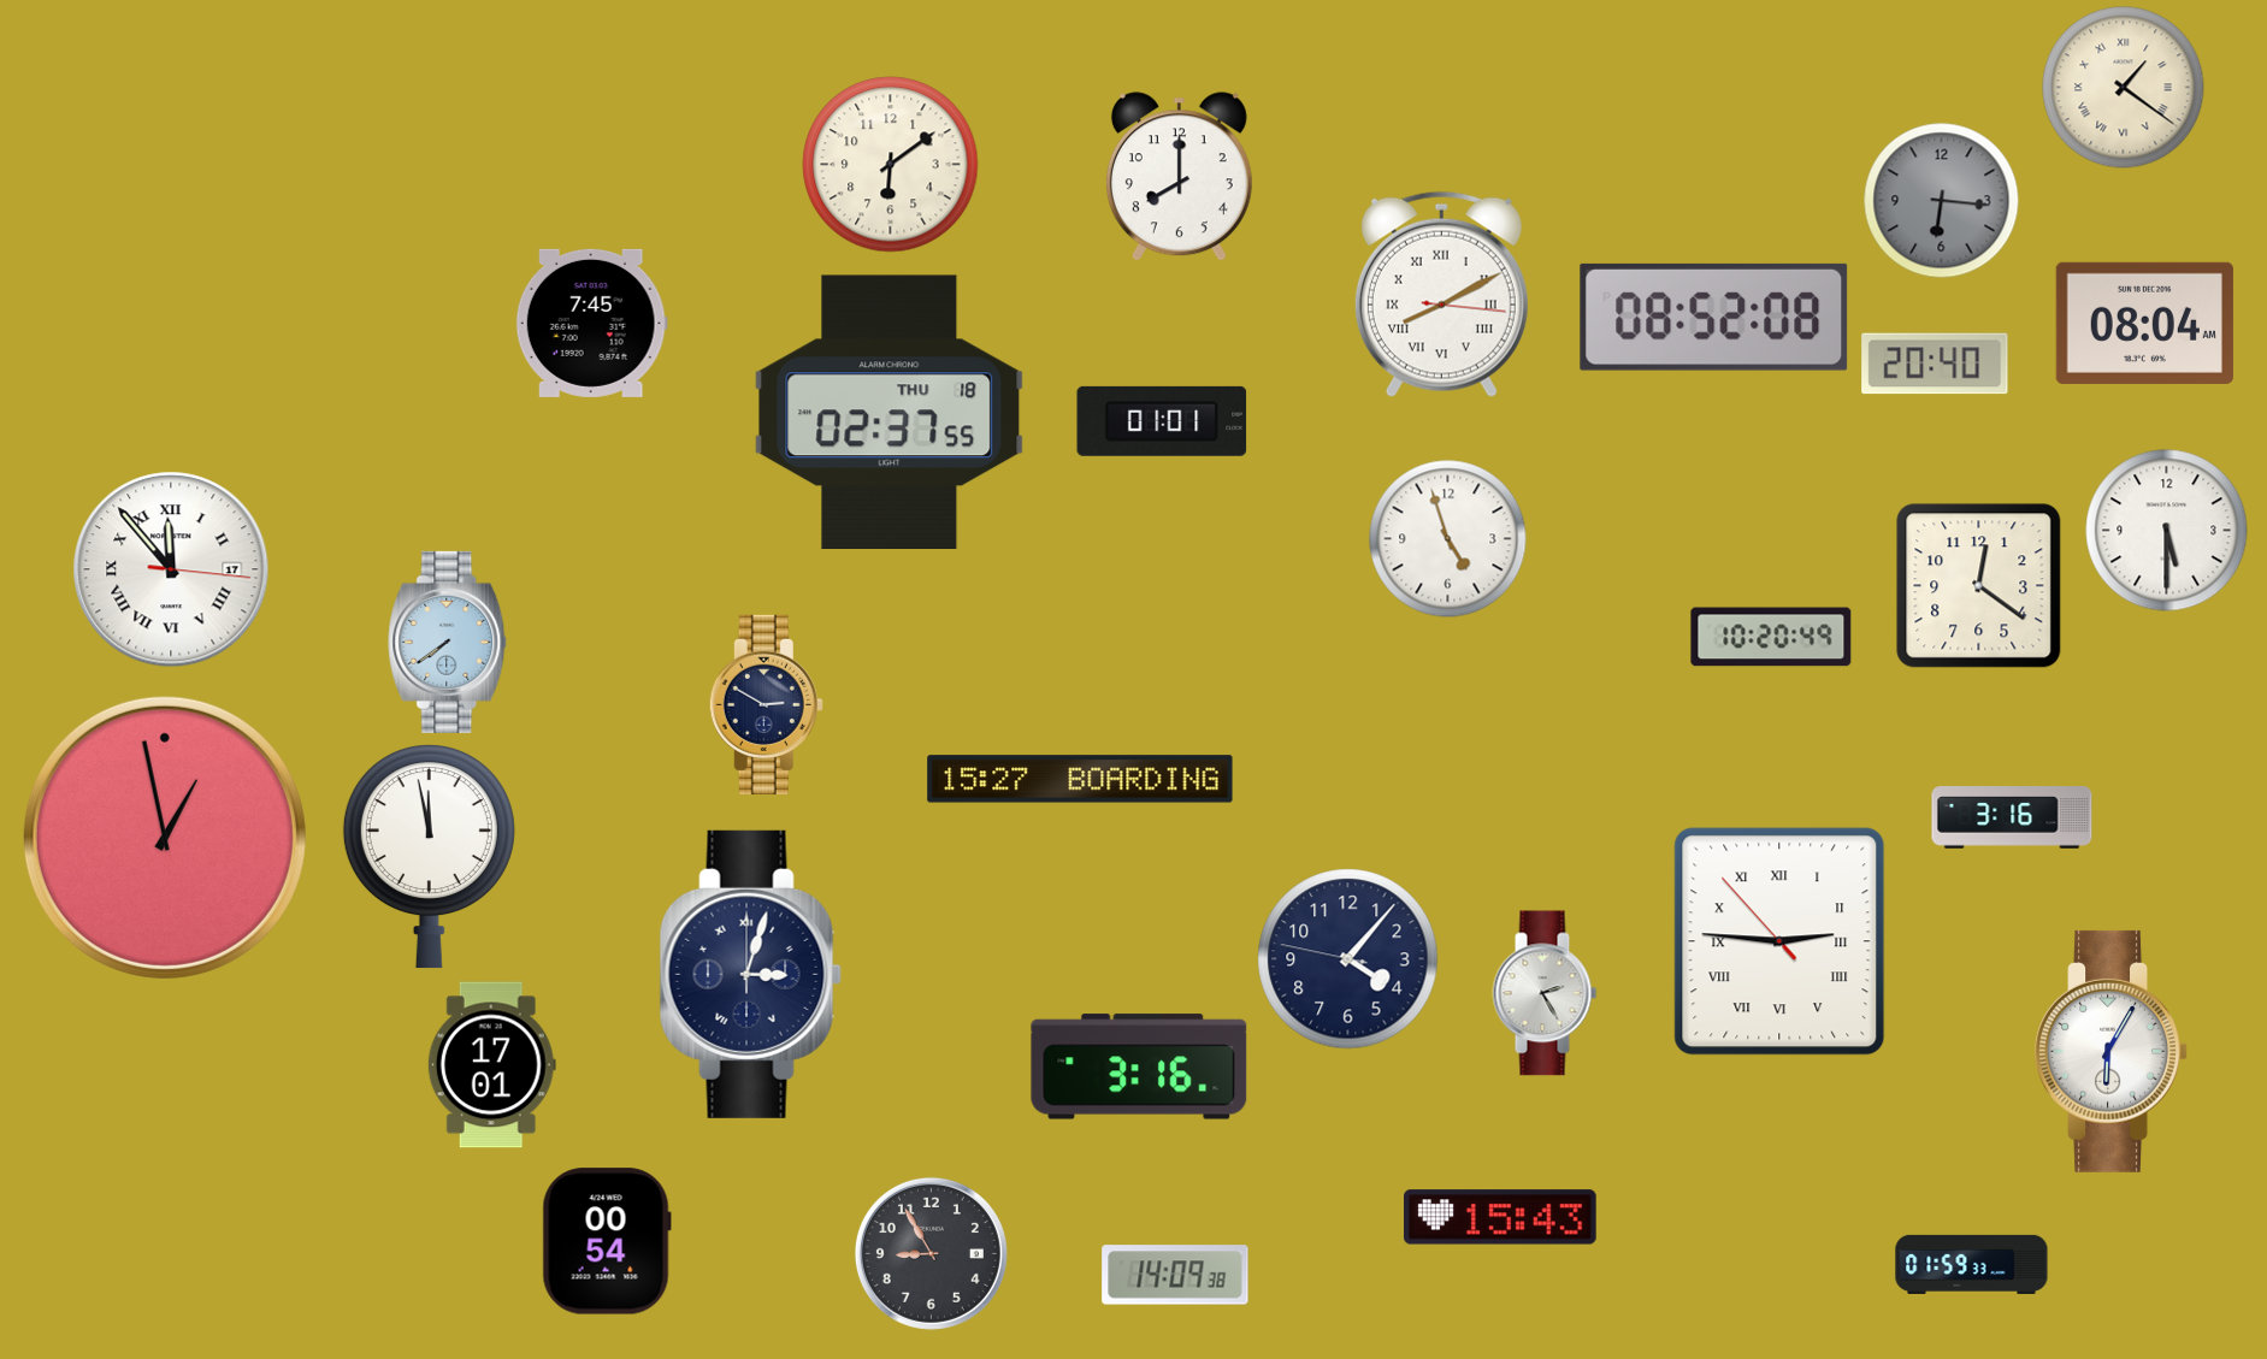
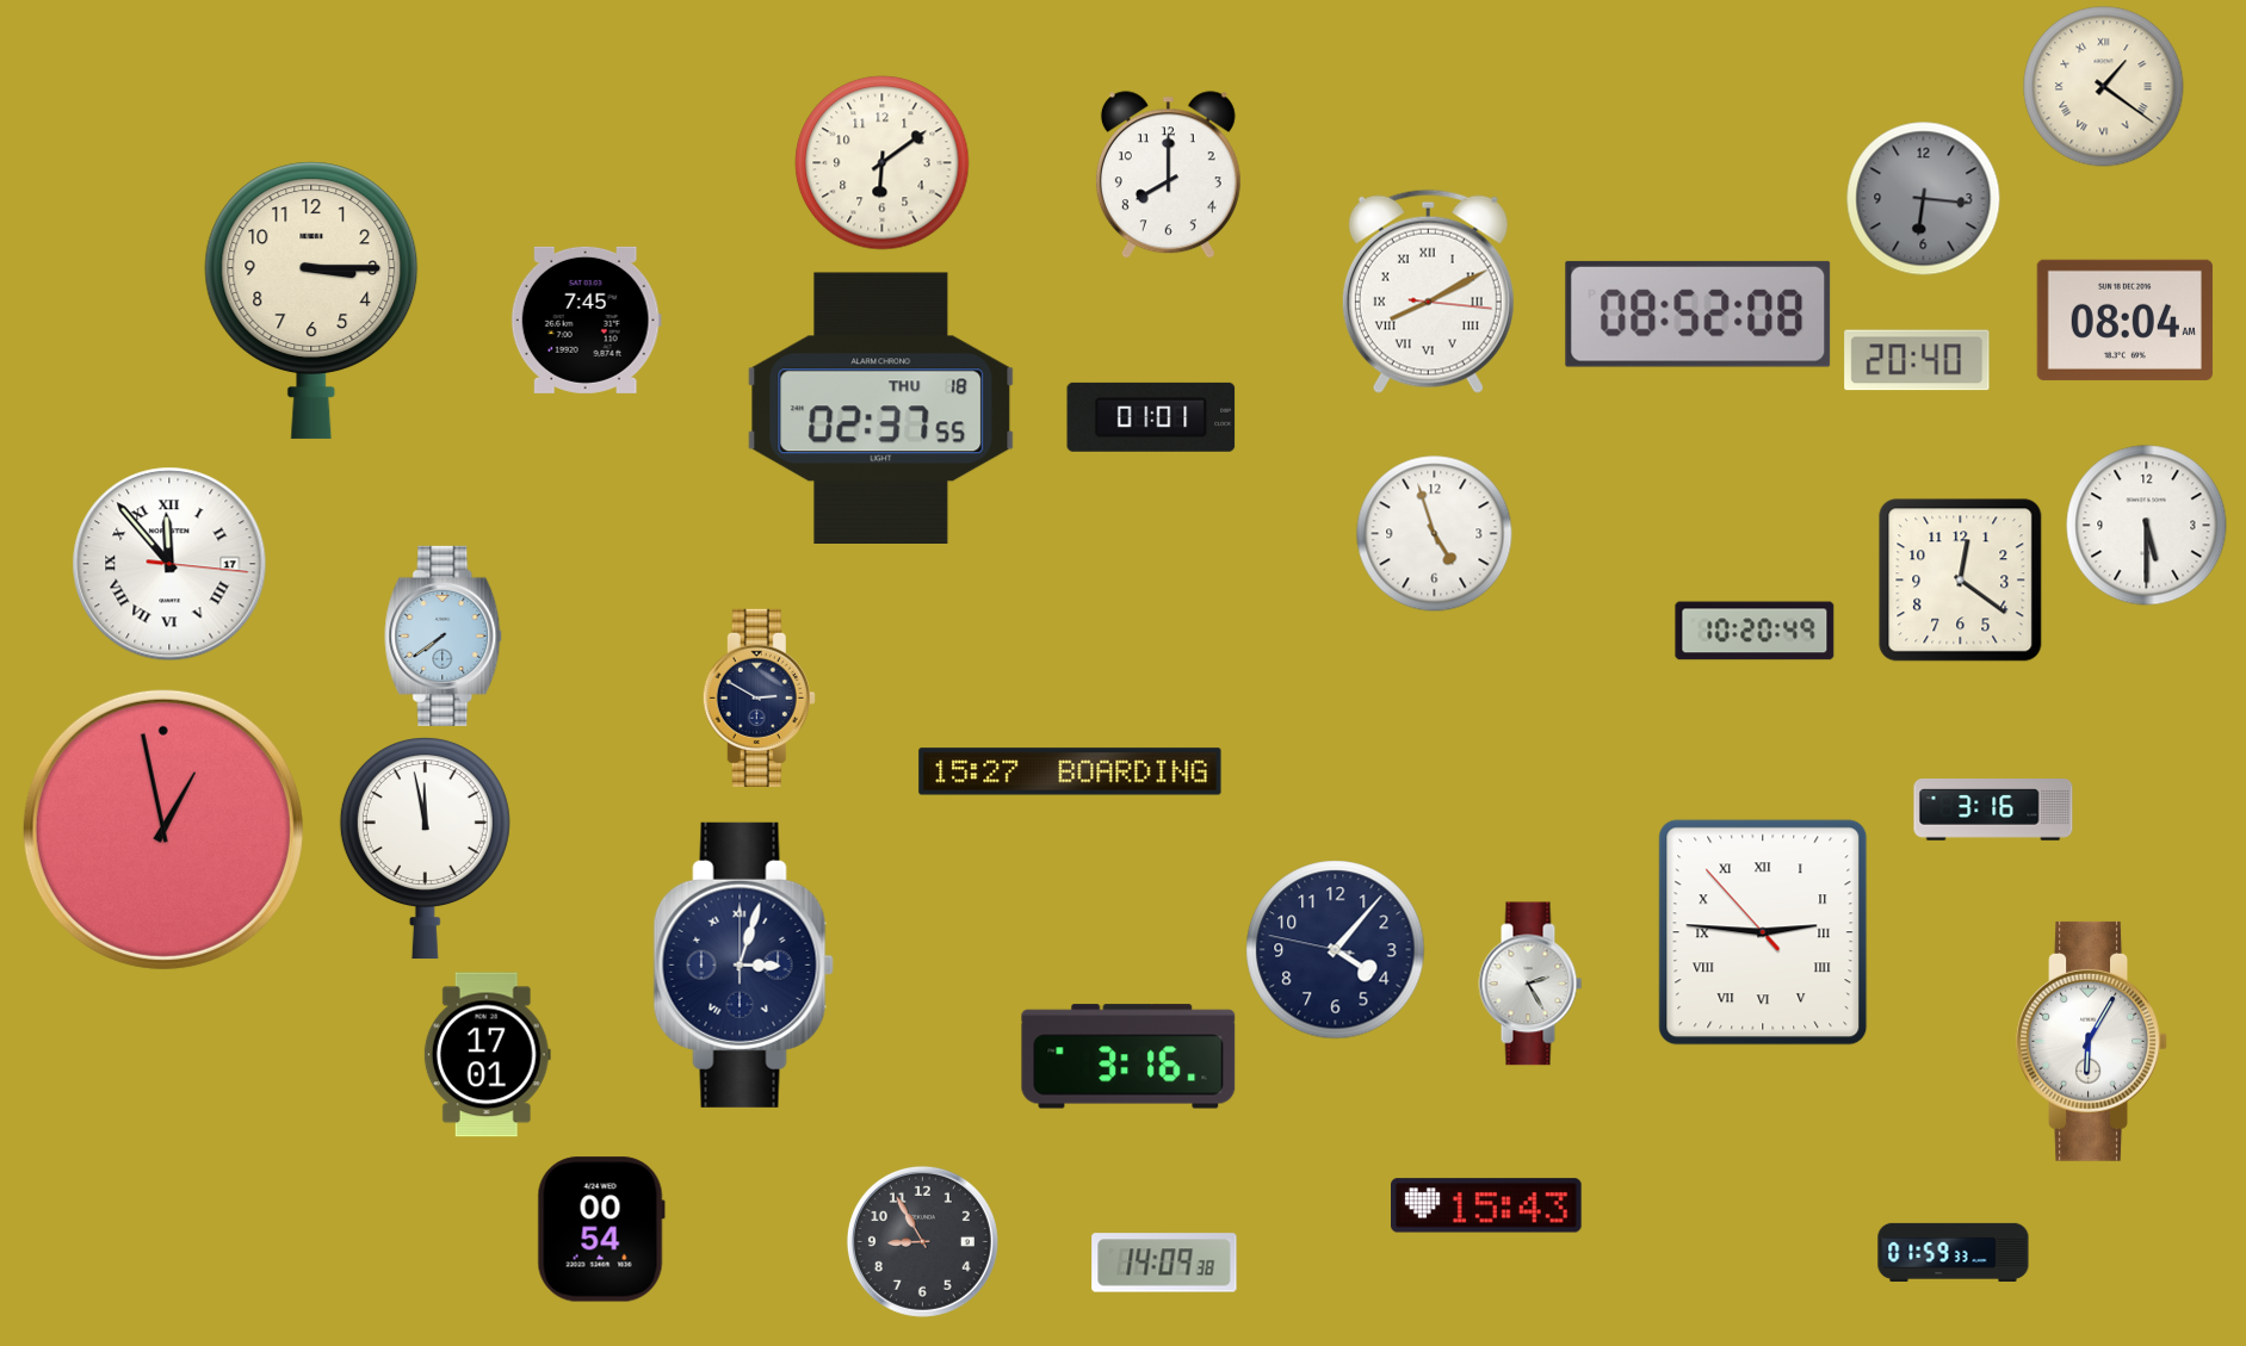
clock at (311, 300): none -> 3:15
